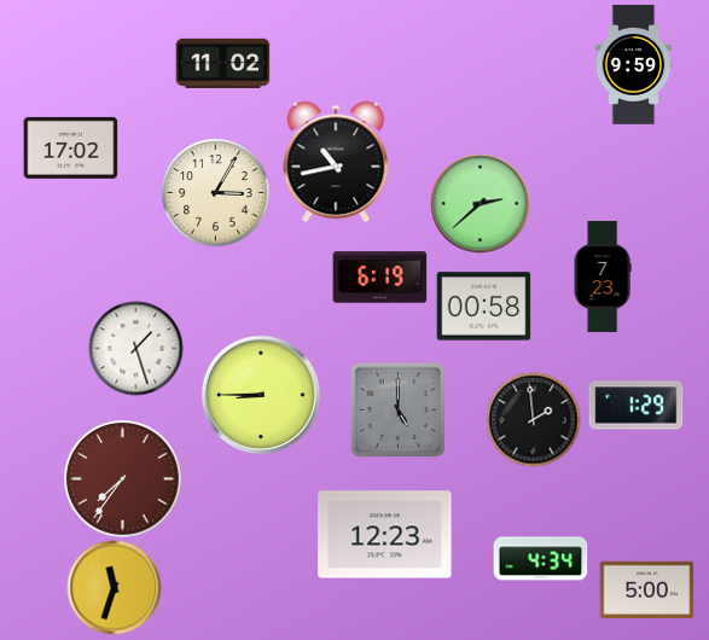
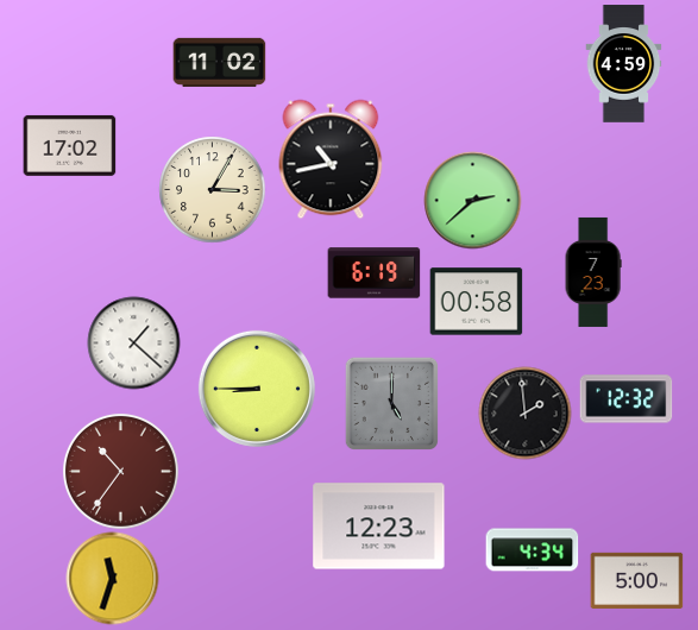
clock at (634, 65): 9:59 -> 4:59
clock at (135, 348): 1:27 -> 1:22
clock at (635, 406): 1:29 -> 12:32
clock at (122, 478): 7:36 -> 10:36
